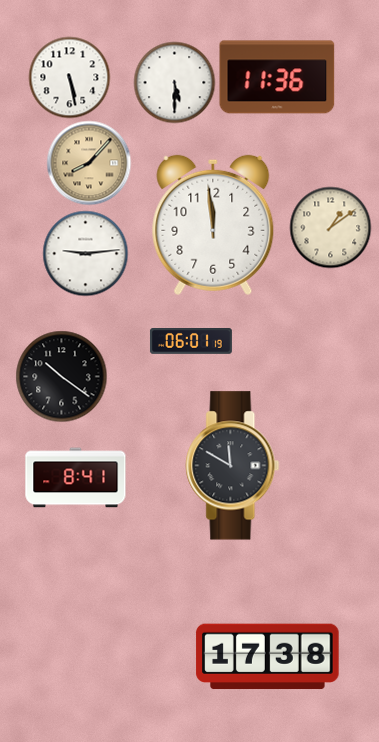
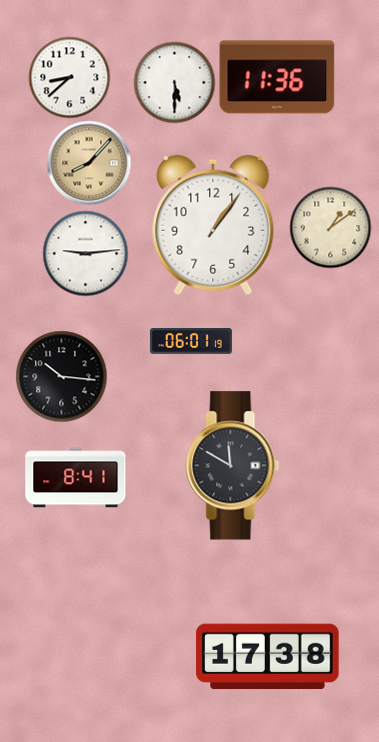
clock at (69, 77): 5:28 -> 8:38
clock at (213, 225): 11:59 -> 1:06
clock at (61, 376): 10:21 -> 10:16
